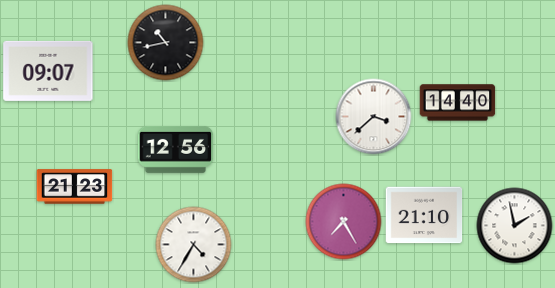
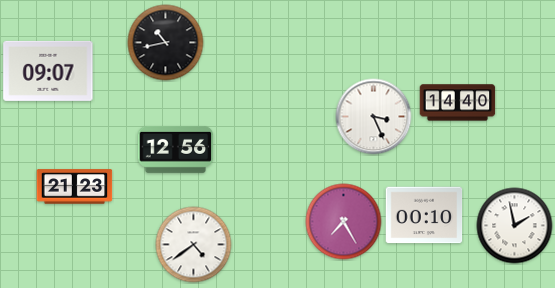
clock at (374, 117): 3:38 -> 3:26
clock at (424, 215): 21:10 -> 00:10
clock at (194, 245): 4:35 -> 4:39
